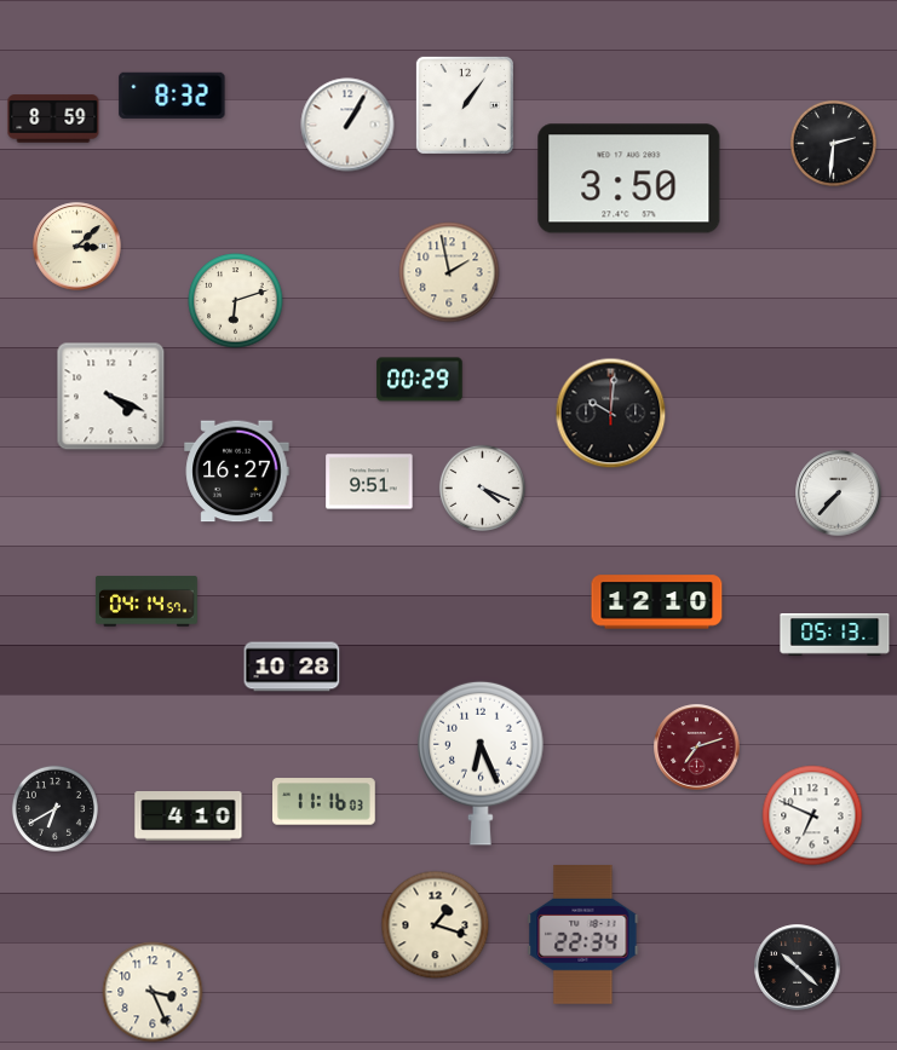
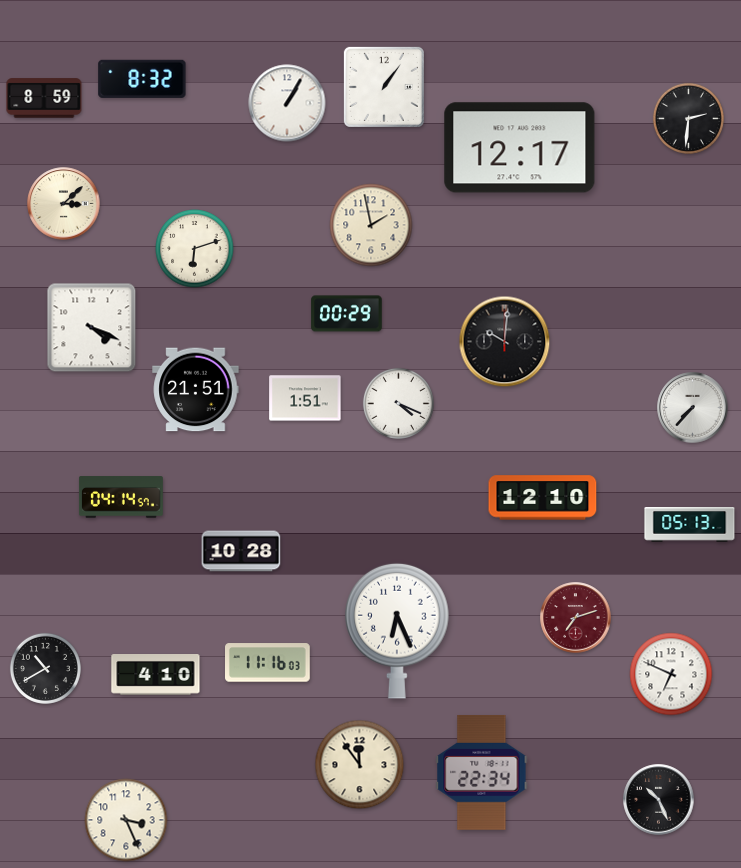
clock at (629, 179): 3:50 -> 12:17
clock at (237, 472): 16:27 -> 21:51
clock at (369, 481): 9:51 -> 1:51
clock at (54, 808): 6:40 -> 10:40
clock at (436, 925): 1:18 -> 11:54
clock at (798, 968): 10:22 -> 10:26
